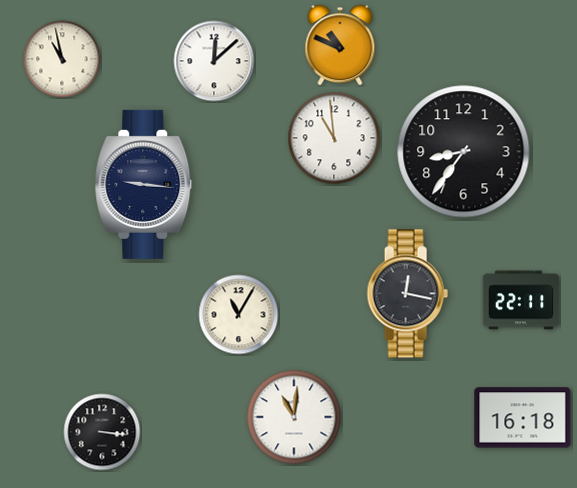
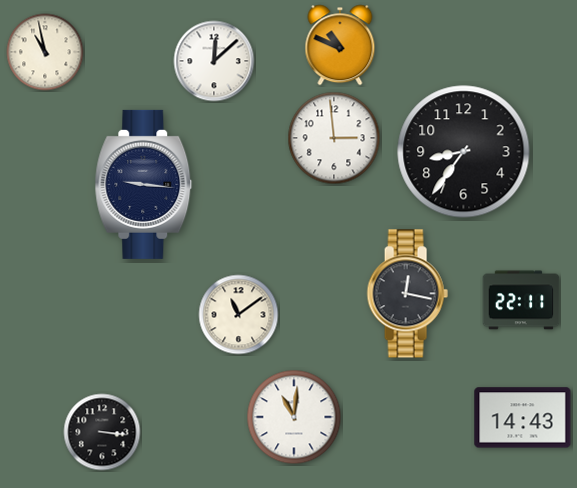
clock at (62, 59) position: (62, 59) -> (45, 52)
clock at (334, 138): 10:59 -> 2:59
clock at (239, 315): 11:05 -> 11:09
clock at (523, 418): 16:18 -> 14:43
